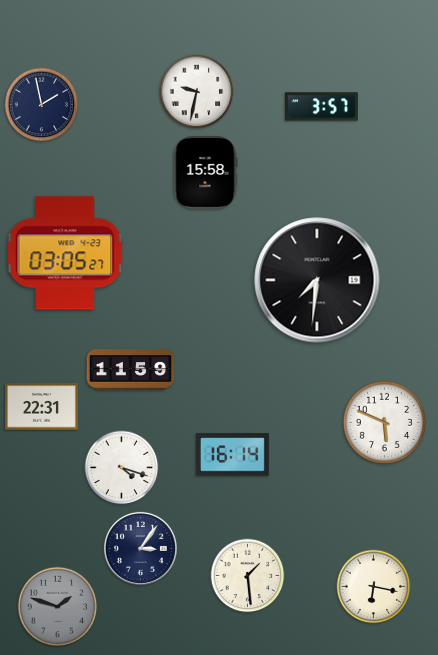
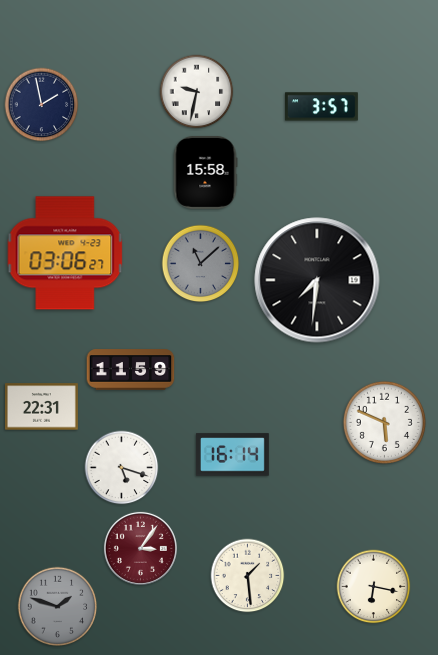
clock at (65, 253): 03:05 -> 03:06
clock at (201, 264): none -> 11:08
clock at (122, 468): 4:18 -> 5:18
clock at (140, 548) dial: navy -> burgundy
